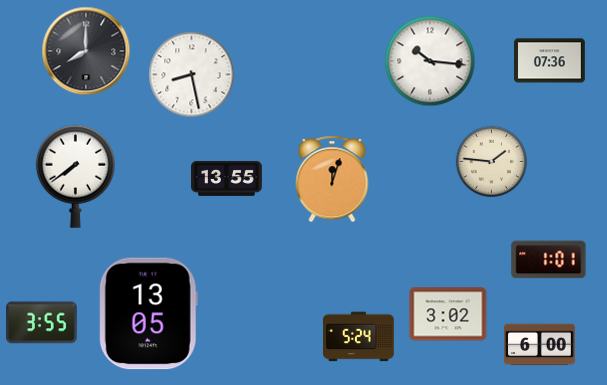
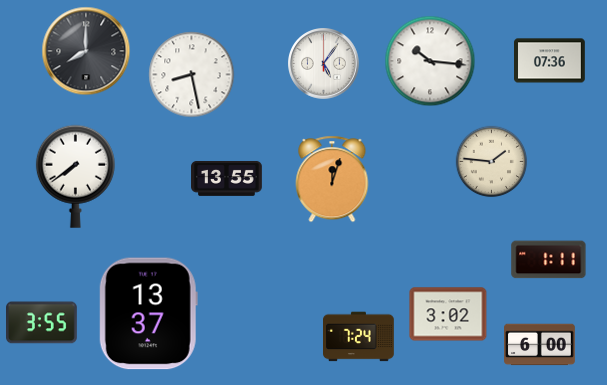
clock at (324, 64): none -> 5:06
clock at (549, 260): 1:01 -> 1:11
clock at (148, 314): 13:05 -> 13:37
clock at (359, 337): 5:24 -> 7:24
